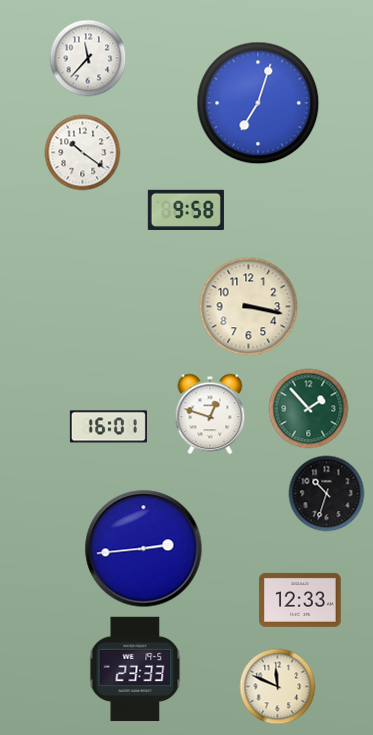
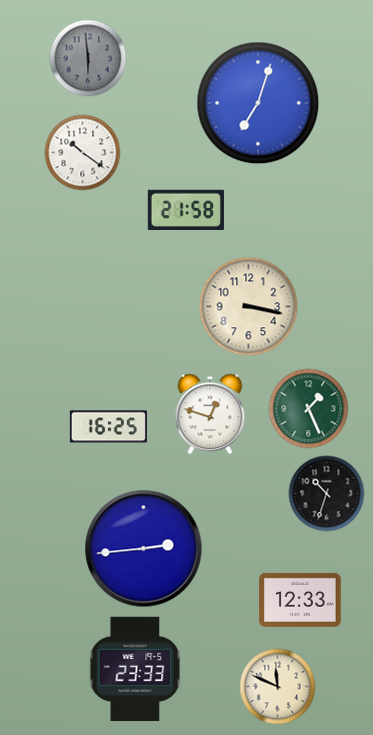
clock at (88, 58): 11:37 -> 5:59
clock at (88, 58) dial: white -> grey
clock at (186, 209): 9:58 -> 21:58
clock at (309, 409): 1:53 -> 1:26
clock at (108, 427): 16:01 -> 16:25
